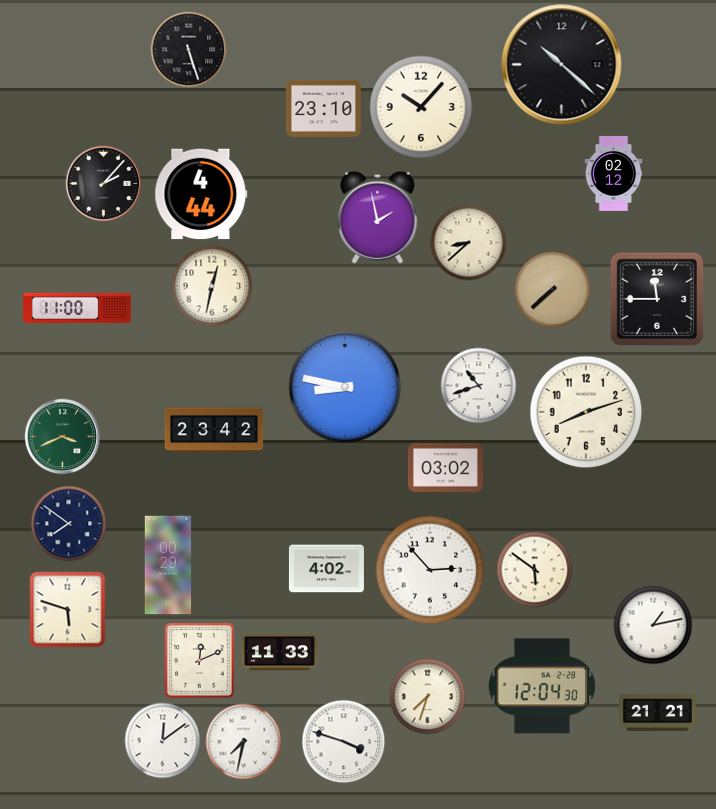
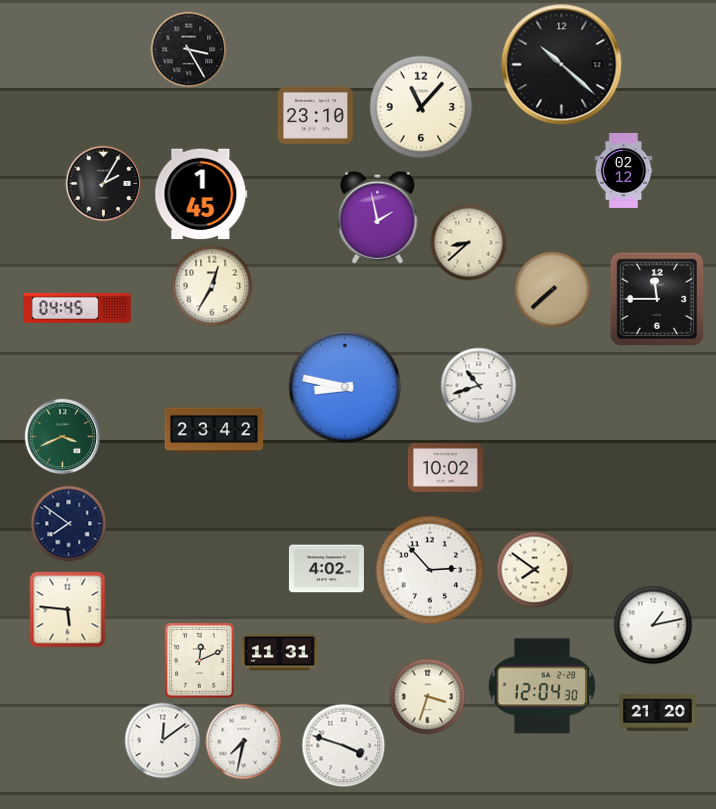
clock at (189, 50): 5:27 -> 3:25
clock at (421, 107): 10:07 -> 11:07
clock at (323, 108) position: (323, 108) -> (315, 115)
clock at (614, 173) position: (614, 173) -> (624, 170)
clock at (104, 184): 2:07 -> 2:05
clock at (201, 194): 4:44 -> 1:45
clock at (212, 286): 12:32 -> 12:35
clock at (77, 308): 11:00 -> 04:45
clock at (586, 412): 8:12 -> none
clock at (445, 467): 03:02 -> 10:02
clock at (168, 565): 00:29 -> none
clock at (535, 570): 5:51 -> 7:51
clock at (68, 610): 5:48 -> 5:46
clock at (279, 653): 11:33 -> 11:31
clock at (428, 697): 7:33 -> 3:33
clock at (658, 712): 21:21 -> 21:20
clock at (344, 742) position: (344, 742) -> (344, 746)
